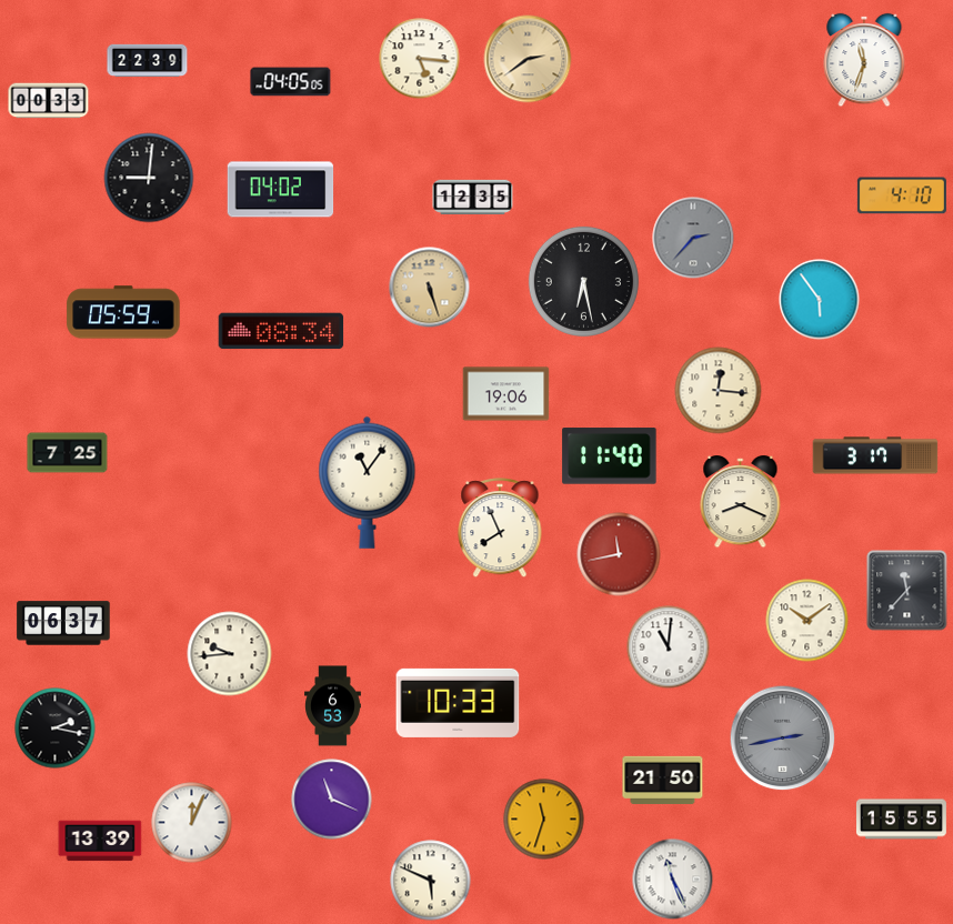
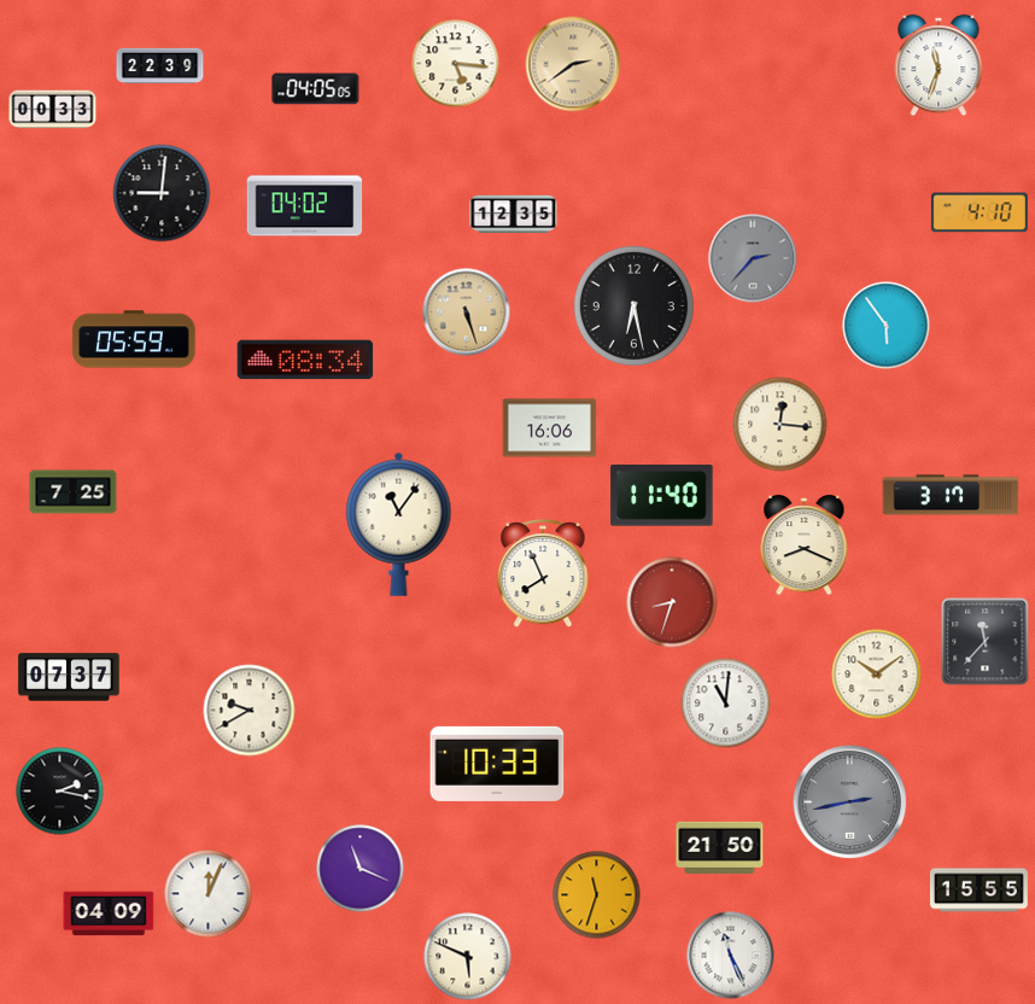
clock at (820, 300) position: (820, 300) -> (887, 326)
clock at (506, 394): 19:06 -> 16:06
clock at (619, 554): 11:43 -> 8:33
clock at (63, 623): 06:37 -> 07:37
clock at (230, 654): 9:44 -> 9:40
clock at (333, 706): 6:53 -> none
clock at (544, 820) position: (544, 820) -> (597, 895)
clock at (100, 841): 13:39 -> 04:09
